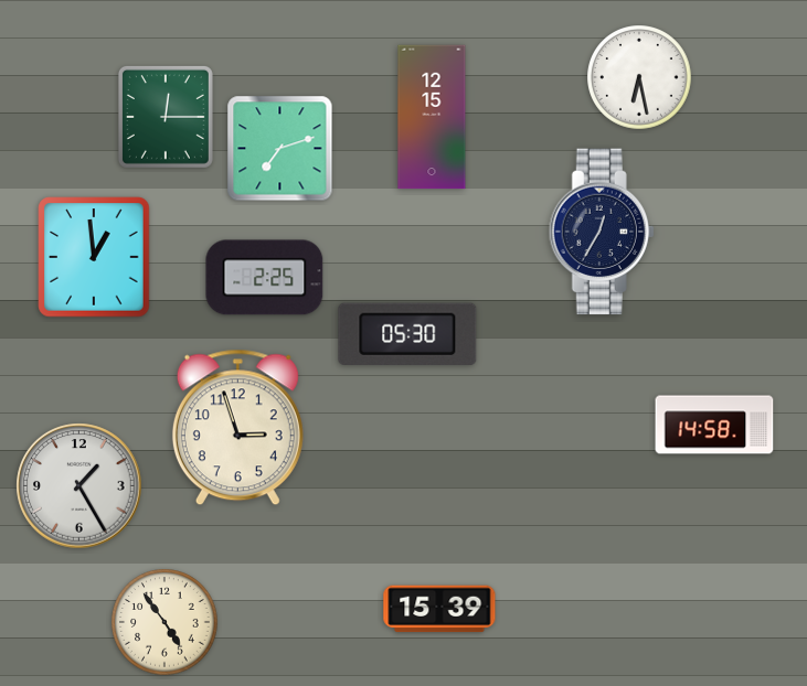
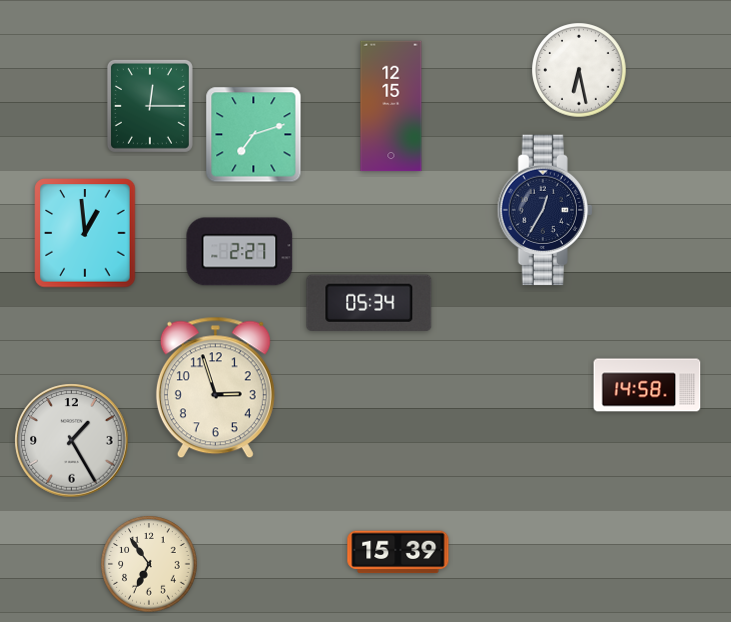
clock at (265, 278): 2:25 -> 2:27
clock at (407, 334): 05:30 -> 05:34
clock at (164, 622): 4:54 -> 6:54
